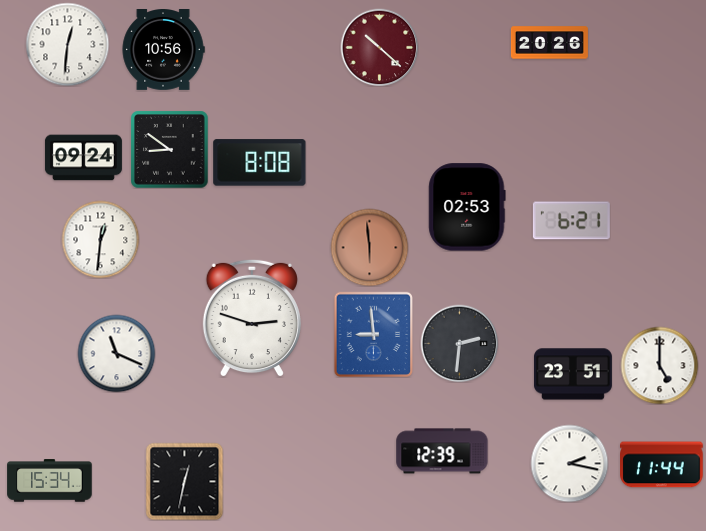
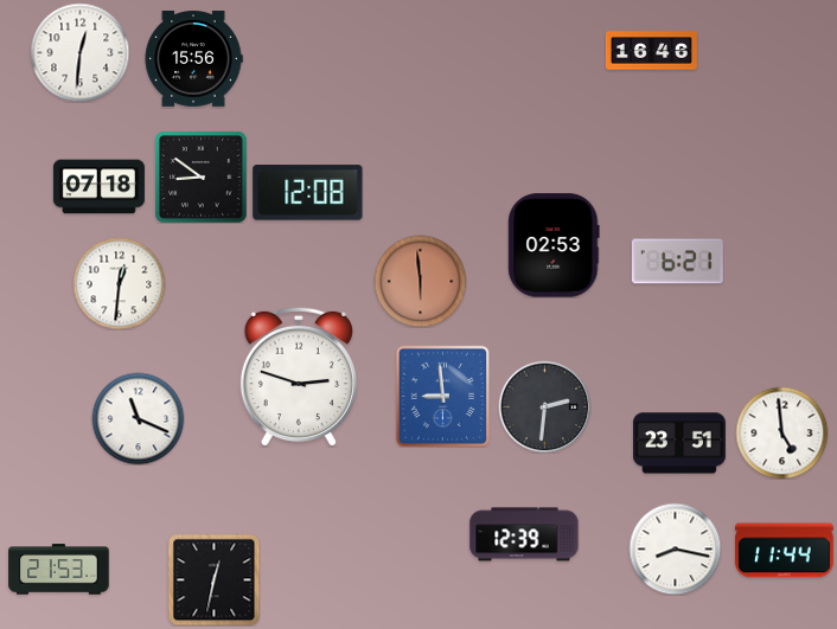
clock at (549, 43): 20:26 -> 16:46
clock at (379, 47): 10:22 -> none
clock at (163, 50): 10:56 -> 15:56
clock at (83, 158): 09:24 -> 07:18
clock at (260, 163): 8:08 -> 12:08
clock at (369, 247) position: (369, 247) -> (420, 281)
clock at (659, 365): 5:00 -> 4:59
clock at (569, 463): 2:17 -> 8:17
clock at (50, 481): 15:34 -> 21:53
clock at (184, 481) position: (184, 481) -> (213, 579)
